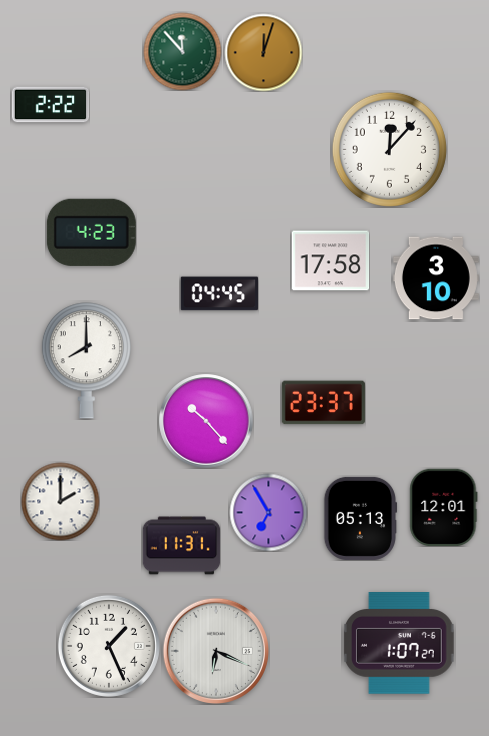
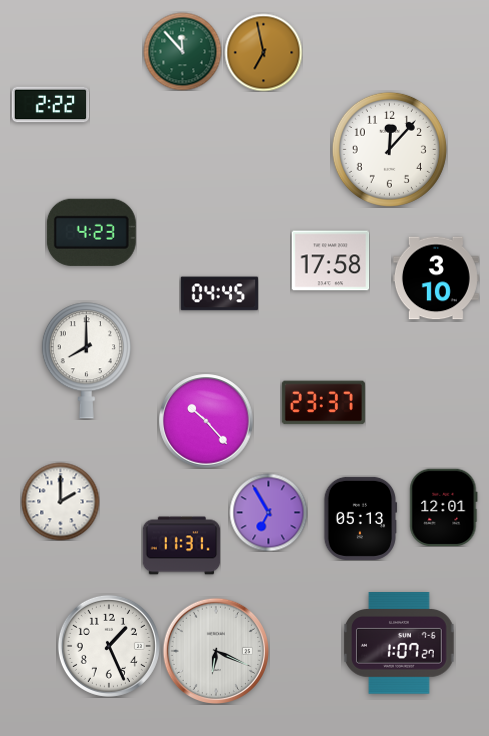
clock at (263, 52): 12:03 -> 6:58
